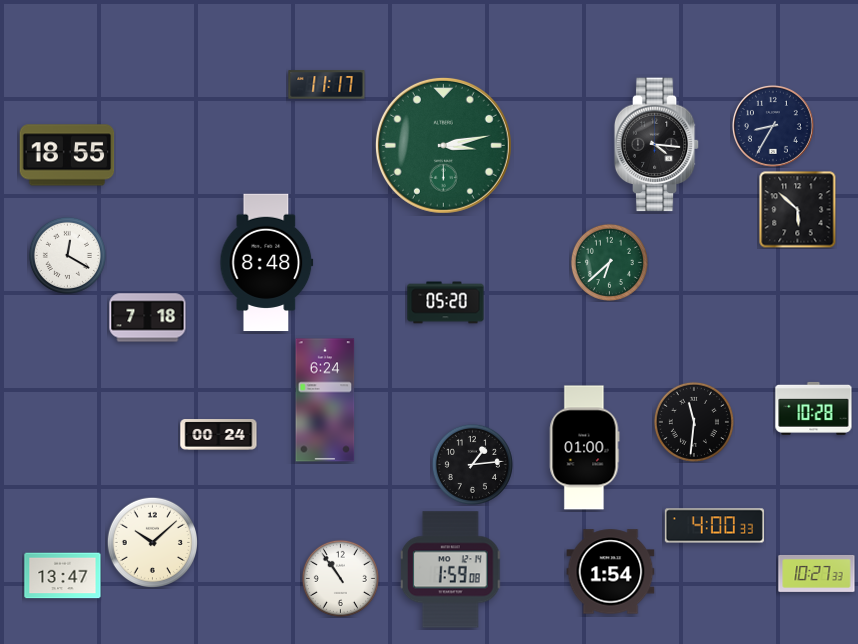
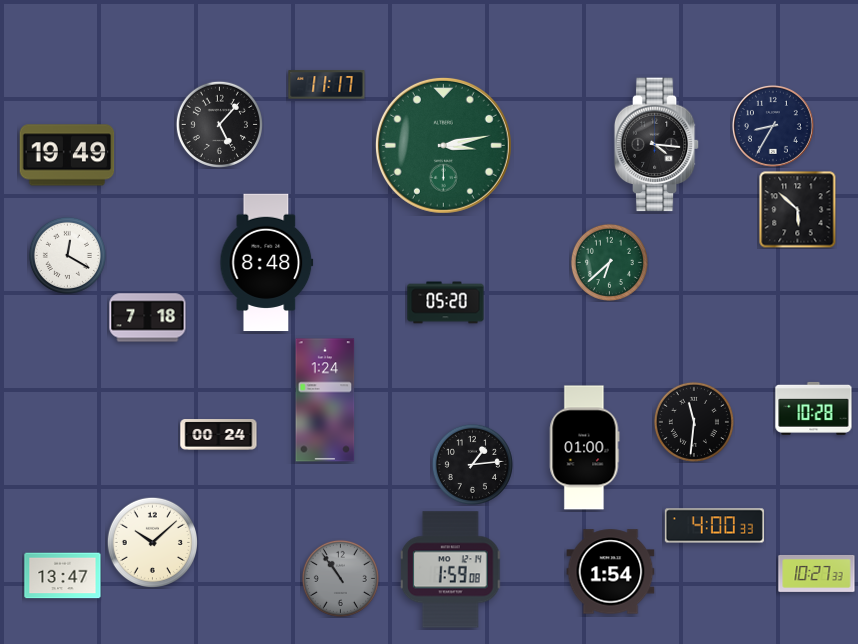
clock at (219, 124): none -> 5:07
clock at (67, 155): 18:55 -> 19:49
clock at (325, 400): 6:24 -> 1:24
clock at (340, 578) dial: white -> grey
